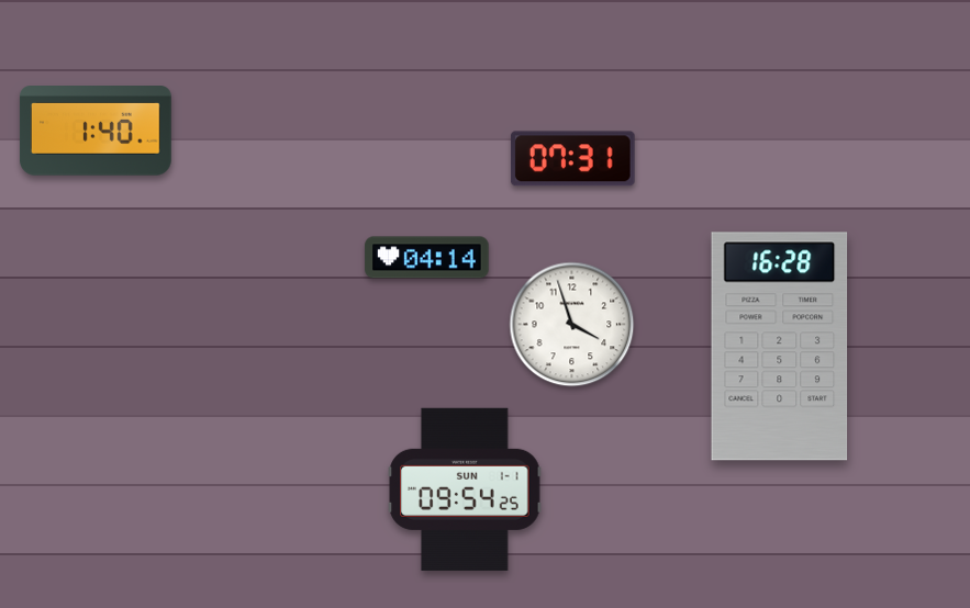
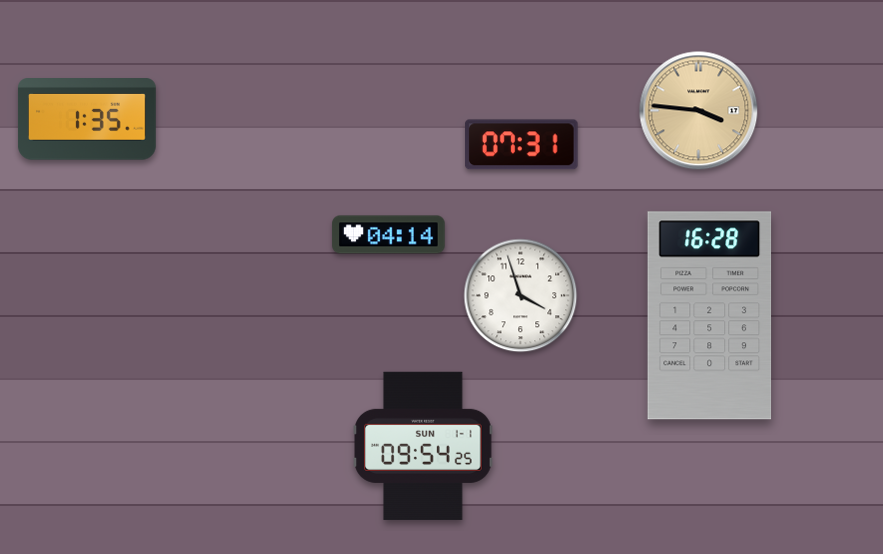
clock at (699, 111): none -> 3:46
clock at (96, 131): 1:40 -> 1:35
